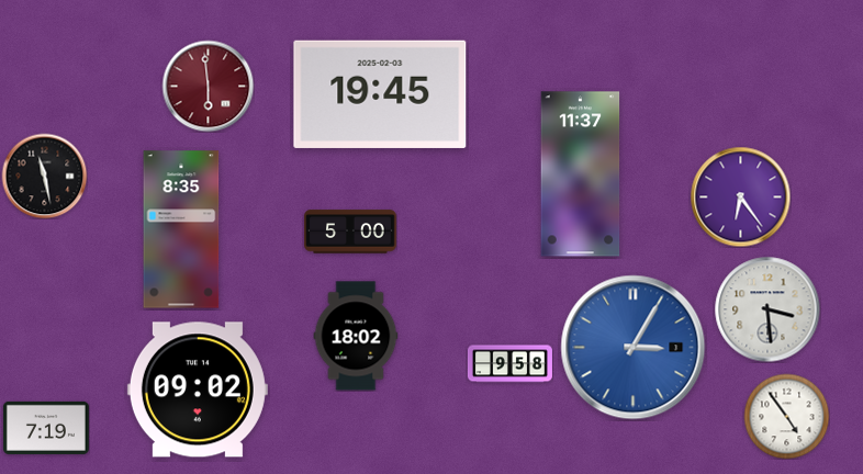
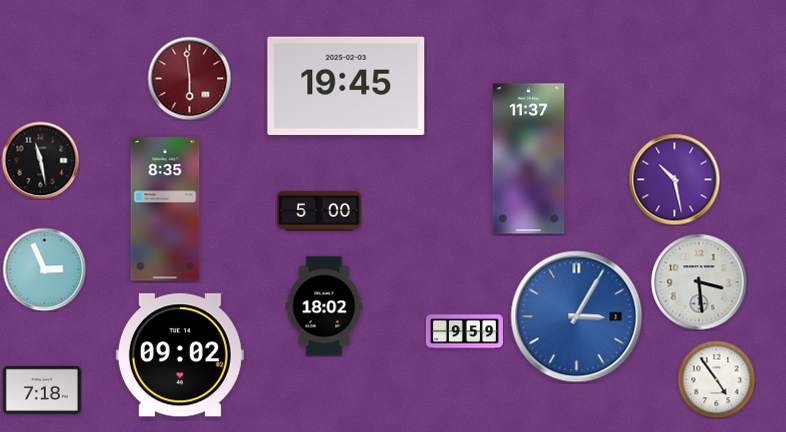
clock at (740, 196): 6:24 -> 10:28
clock at (44, 269): none -> 2:56
clock at (509, 364): 9:58 -> 9:59
clock at (46, 428): 7:19 -> 7:18
